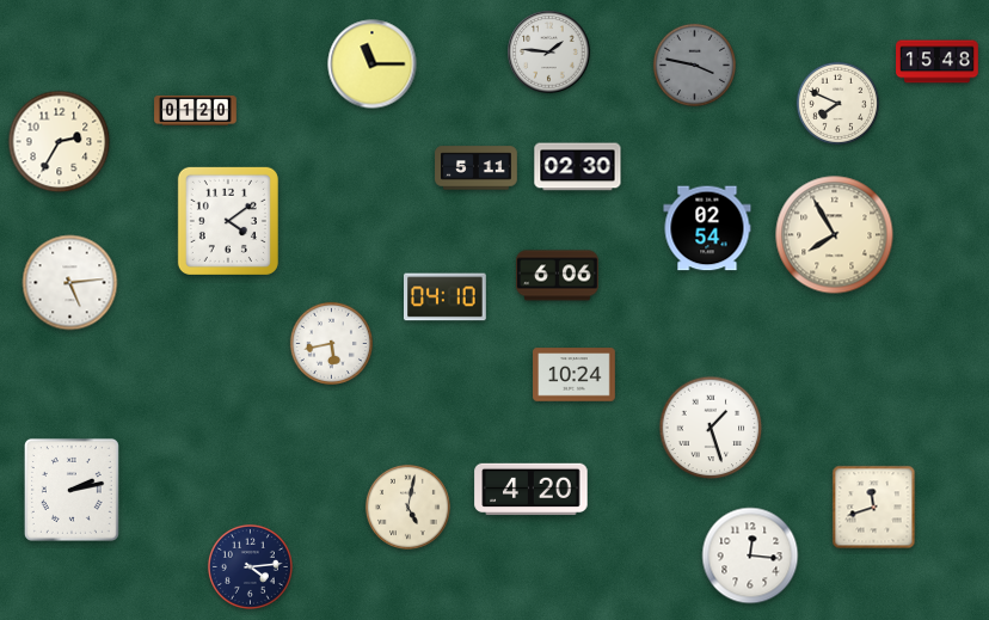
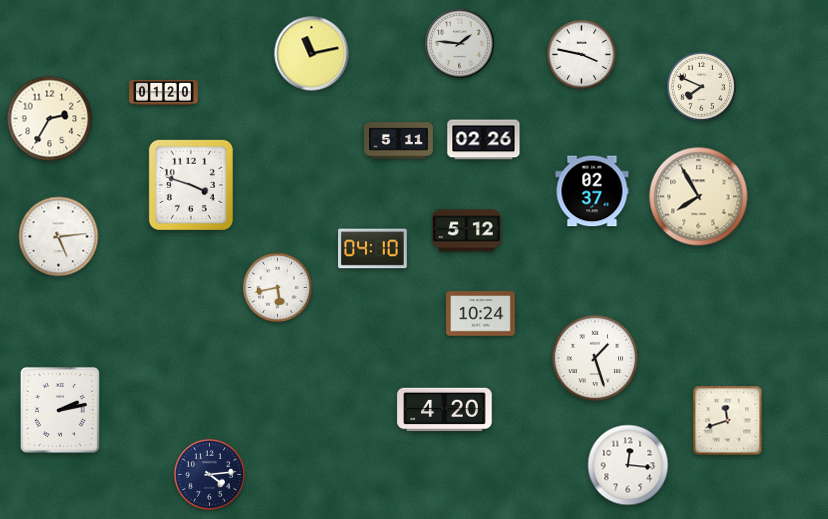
clock at (938, 62): 15:48 -> none
clock at (373, 65): 11:15 -> 11:13
clock at (694, 65) dial: grey -> white
clock at (578, 167): 02:30 -> 02:26
clock at (228, 221): 4:09 -> 3:48
clock at (707, 228): 02:54 -> 02:37
clock at (558, 276): 6:06 -> 5:12
clock at (407, 507): 5:02 -> none
clock at (874, 508) position: (874, 508) -> (728, 421)
